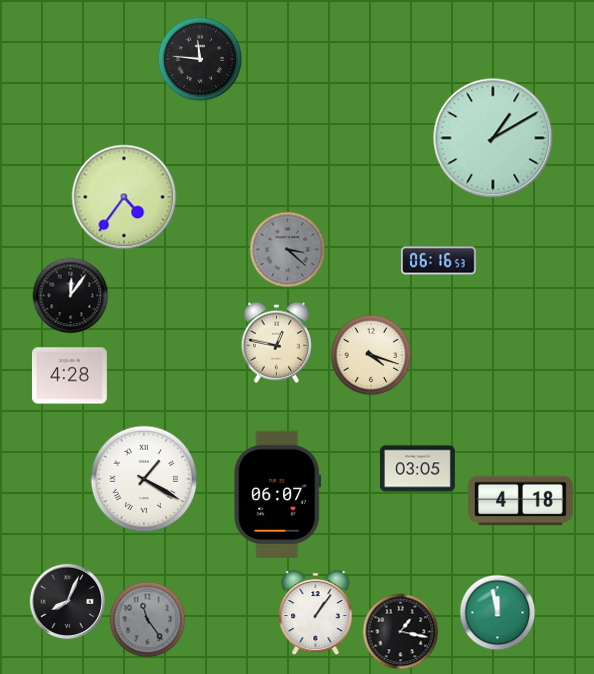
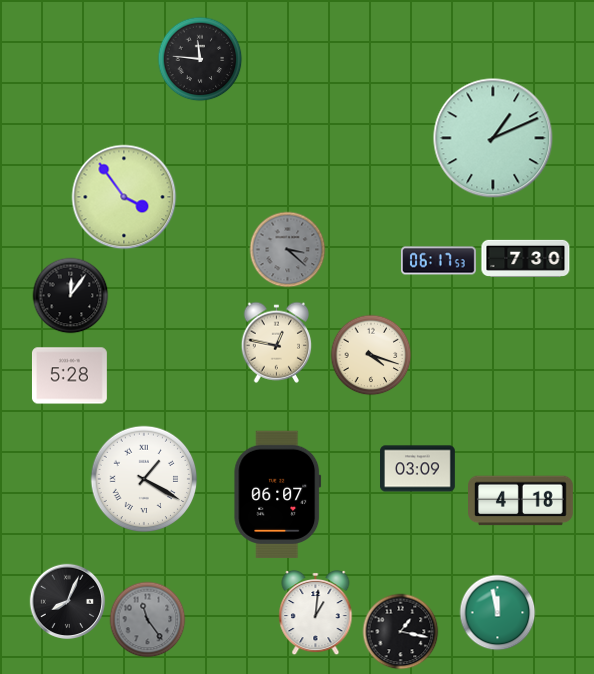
clock at (493, 138): 1:10 -> 1:11
clock at (124, 197): 4:36 -> 3:54
clock at (526, 258): none -> 7:30
clock at (439, 261): 06:16 -> 06:17
clock at (69, 376): 4:28 -> 5:28
clock at (418, 469): 03:05 -> 03:09
clock at (316, 613): 1:06 -> 1:01
